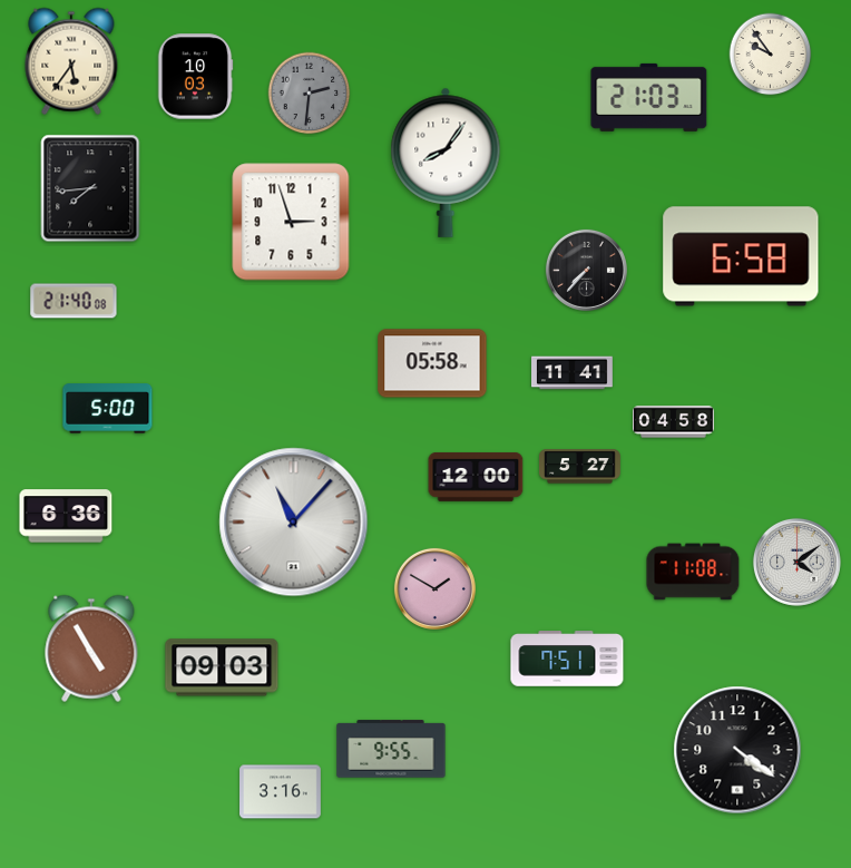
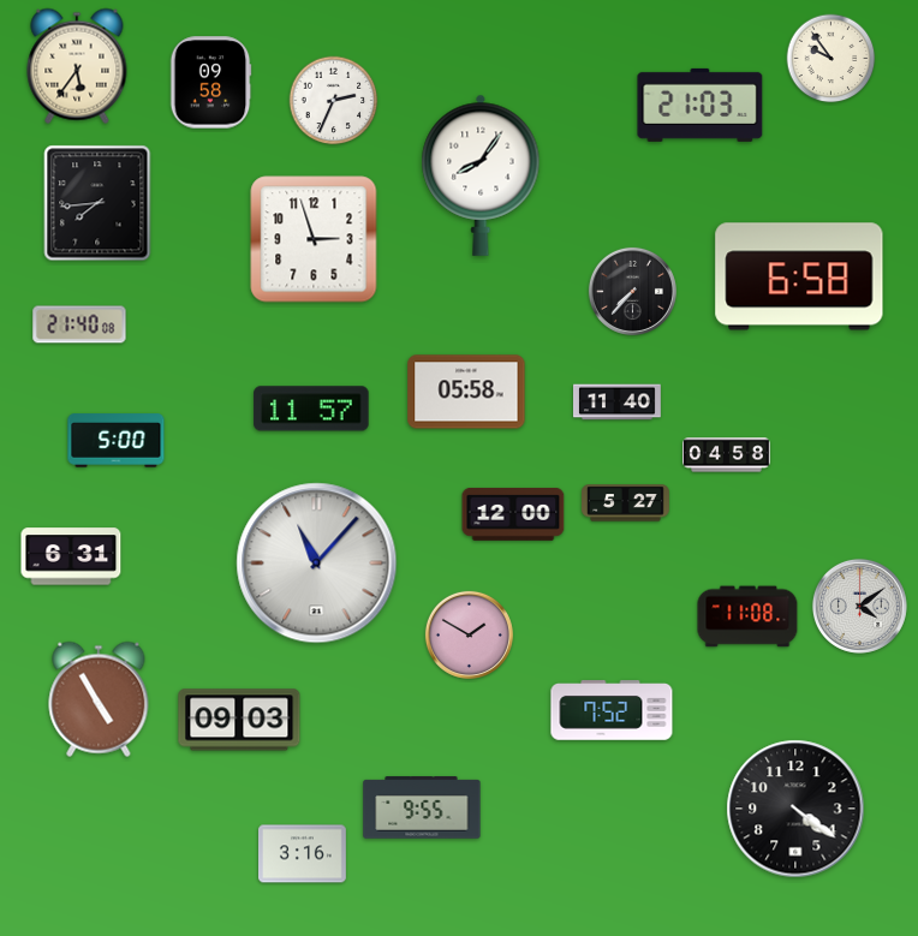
clock at (195, 77): 10:03 -> 09:58
clock at (310, 94): 2:31 -> 2:34
clock at (310, 94) dial: grey -> white
clock at (573, 373): 11:41 -> 11:40
clock at (311, 409): none -> 11:57
clock at (66, 516): 6:36 -> 6:31
clock at (567, 659): 7:51 -> 7:52
